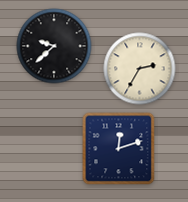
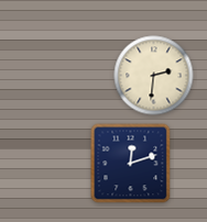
clock at (54, 46): 9:38 -> none
clock at (140, 69): 2:35 -> 2:31
